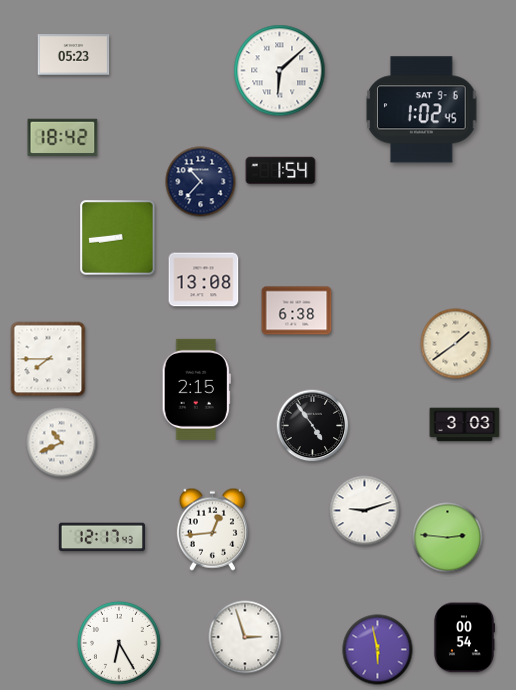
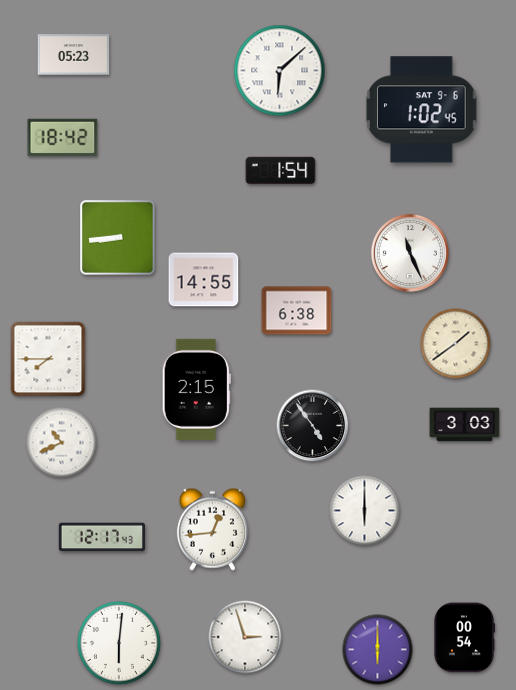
clock at (201, 182): 10:37 -> none
clock at (410, 253): none -> 11:26
clock at (204, 280): 13:08 -> 14:55
clock at (365, 511): 9:12 -> 6:00
clock at (448, 538): 2:46 -> none
clock at (119, 643): 6:25 -> 6:01
clock at (378, 650): 5:58 -> 6:00
